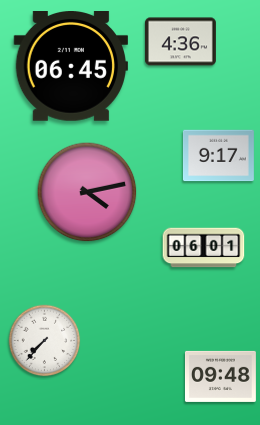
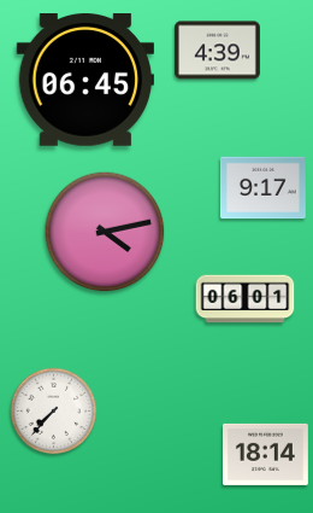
clock at (180, 42): 4:36 -> 4:39
clock at (220, 376): 09:48 -> 18:14
